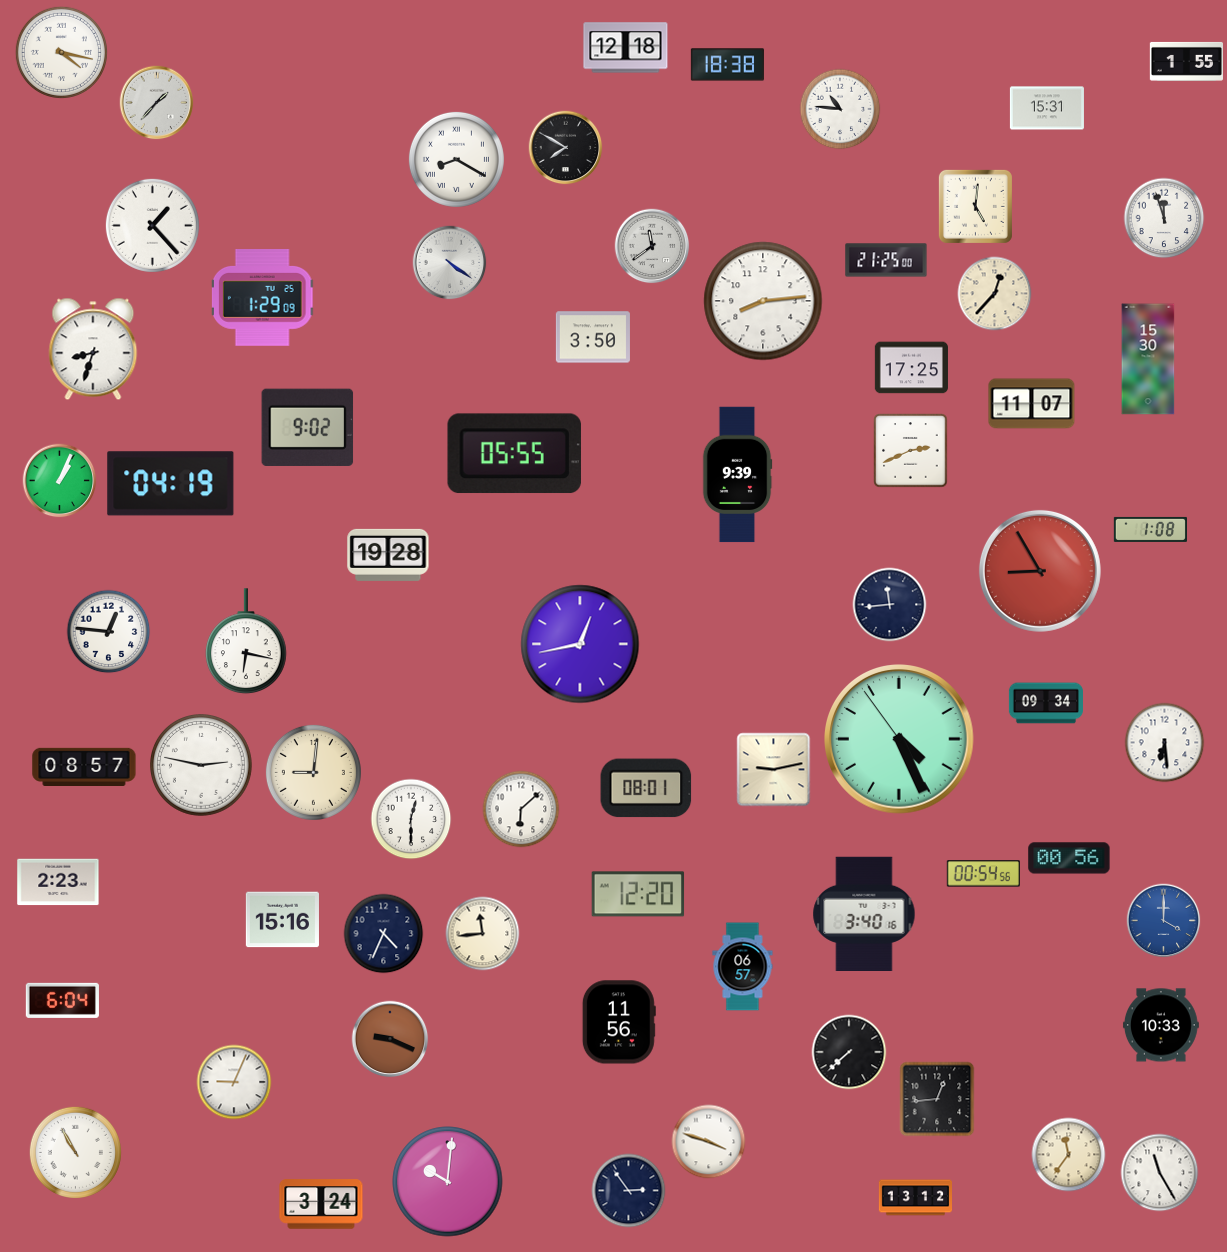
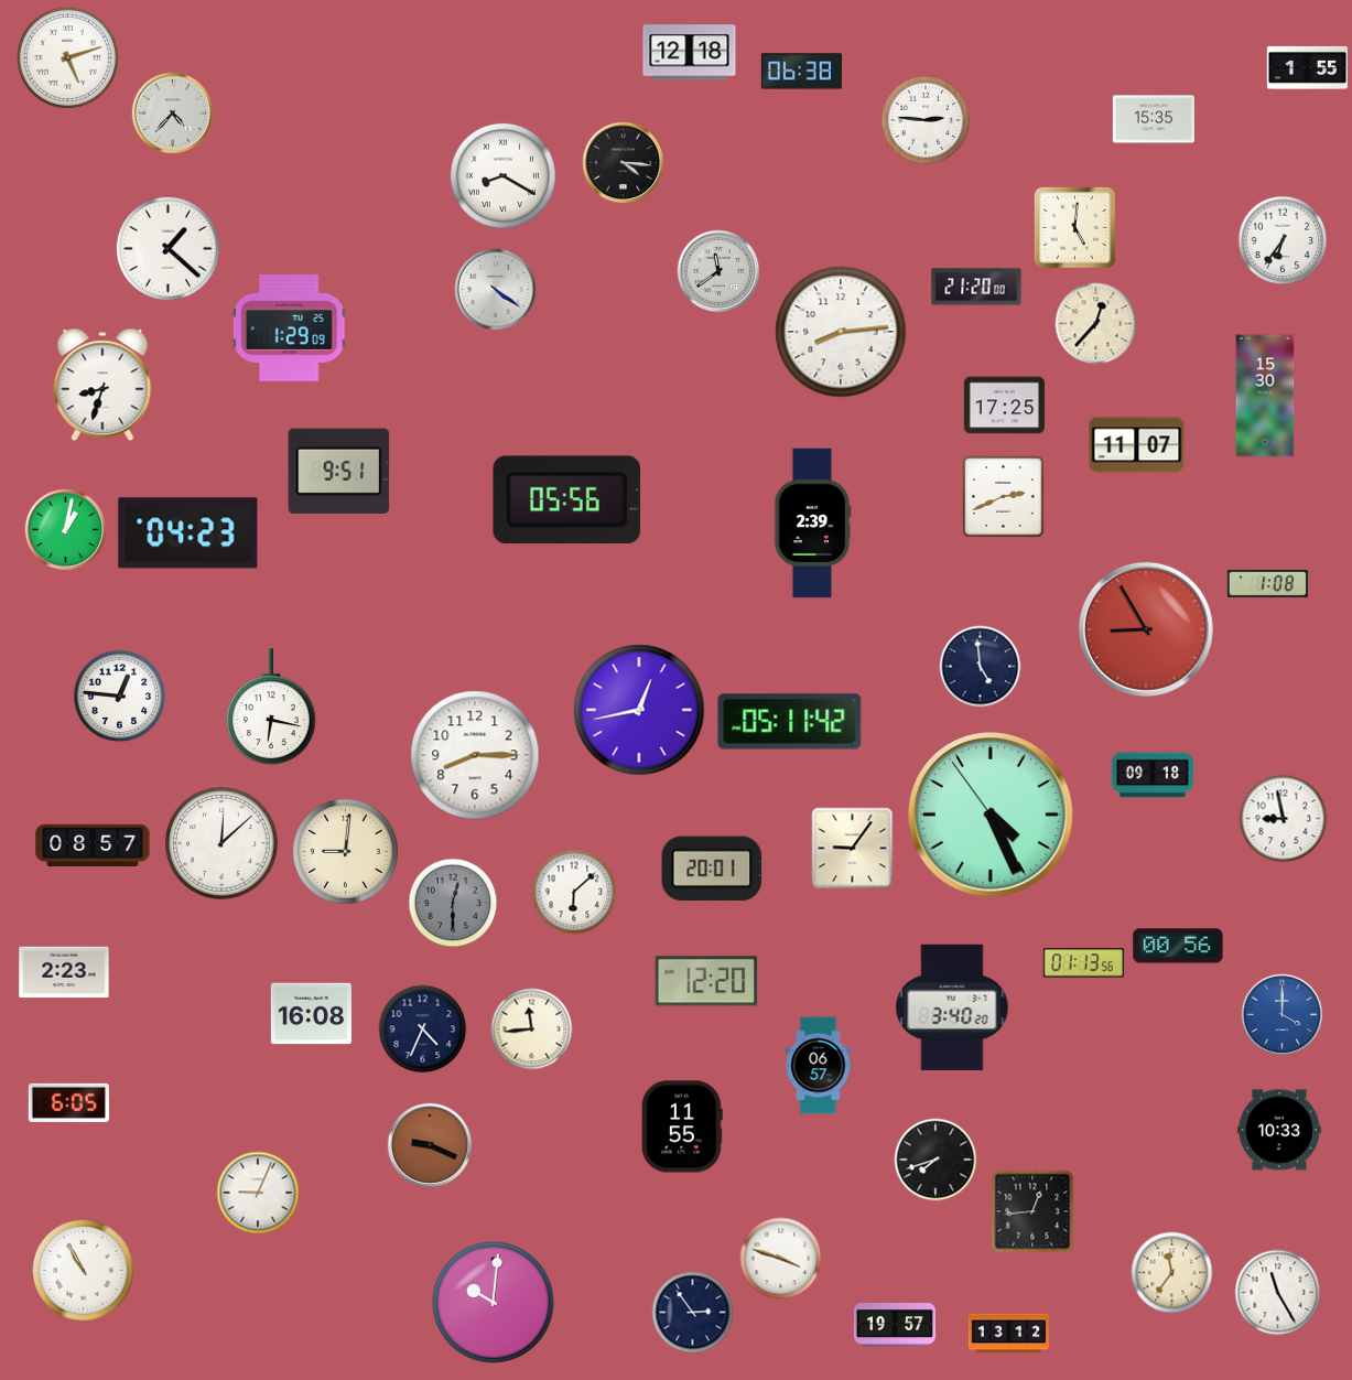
clock at (61, 52): 4:17 -> 5:12
clock at (727, 65): 18:38 -> 06:38
clock at (157, 103): 1:37 -> 4:37
clock at (1047, 108): 15:31 -> 15:35
clock at (840, 109): 10:46 -> 2:46
clock at (566, 148): 7:50 -> 4:16
clock at (1164, 218): 11:57 -> 6:36
clock at (152, 225): 1:23 -> 1:22
clock at (886, 260): 21:25 -> 21:20
clock at (593, 337): 3:50 -> none
clock at (308, 427): 9:02 -> 9:51
clock at (514, 454): 05:55 -> 05:56
clock at (737, 475): 9:39 -> 2:39
clock at (60, 481): 1:04 -> 1:02
clock at (171, 484): 04:19 -> 04:23
clock at (388, 555): 19:28 -> none
clock at (890, 605): 11:44 -> 4:59
clock at (790, 722): none -> 05:11
clock at (475, 755): none -> 8:15
clock at (1046, 703): 09:34 -> 09:18
clock at (1165, 743): 6:29 -> 8:58
clock at (202, 766): 2:47 -> 12:08
clock at (774, 770): 9:13 -> 9:06
clock at (646, 788): 08:01 -> 20:01
clock at (411, 819) dial: white -> grey
clock at (983, 874): 00:54 -> 01:13
clock at (638, 894) position: (638, 894) -> (706, 981)
clock at (864, 914): 3:40:16 -> 3:40:20
clock at (282, 920): 15:16 -> 16:08
clock at (62, 1000): 6:04 -> 6:05
clock at (619, 1022): 11:56 -> 11:55
clock at (849, 1052): 7:38 -> 7:42
clock at (1069, 1155) position: (1069, 1155) -> (1172, 1273)
clock at (915, 1198) position: (915, 1198) -> (1008, 1334)
clock at (895, 1325): none -> 19:57
clock at (321, 1204): 3:24 -> none
